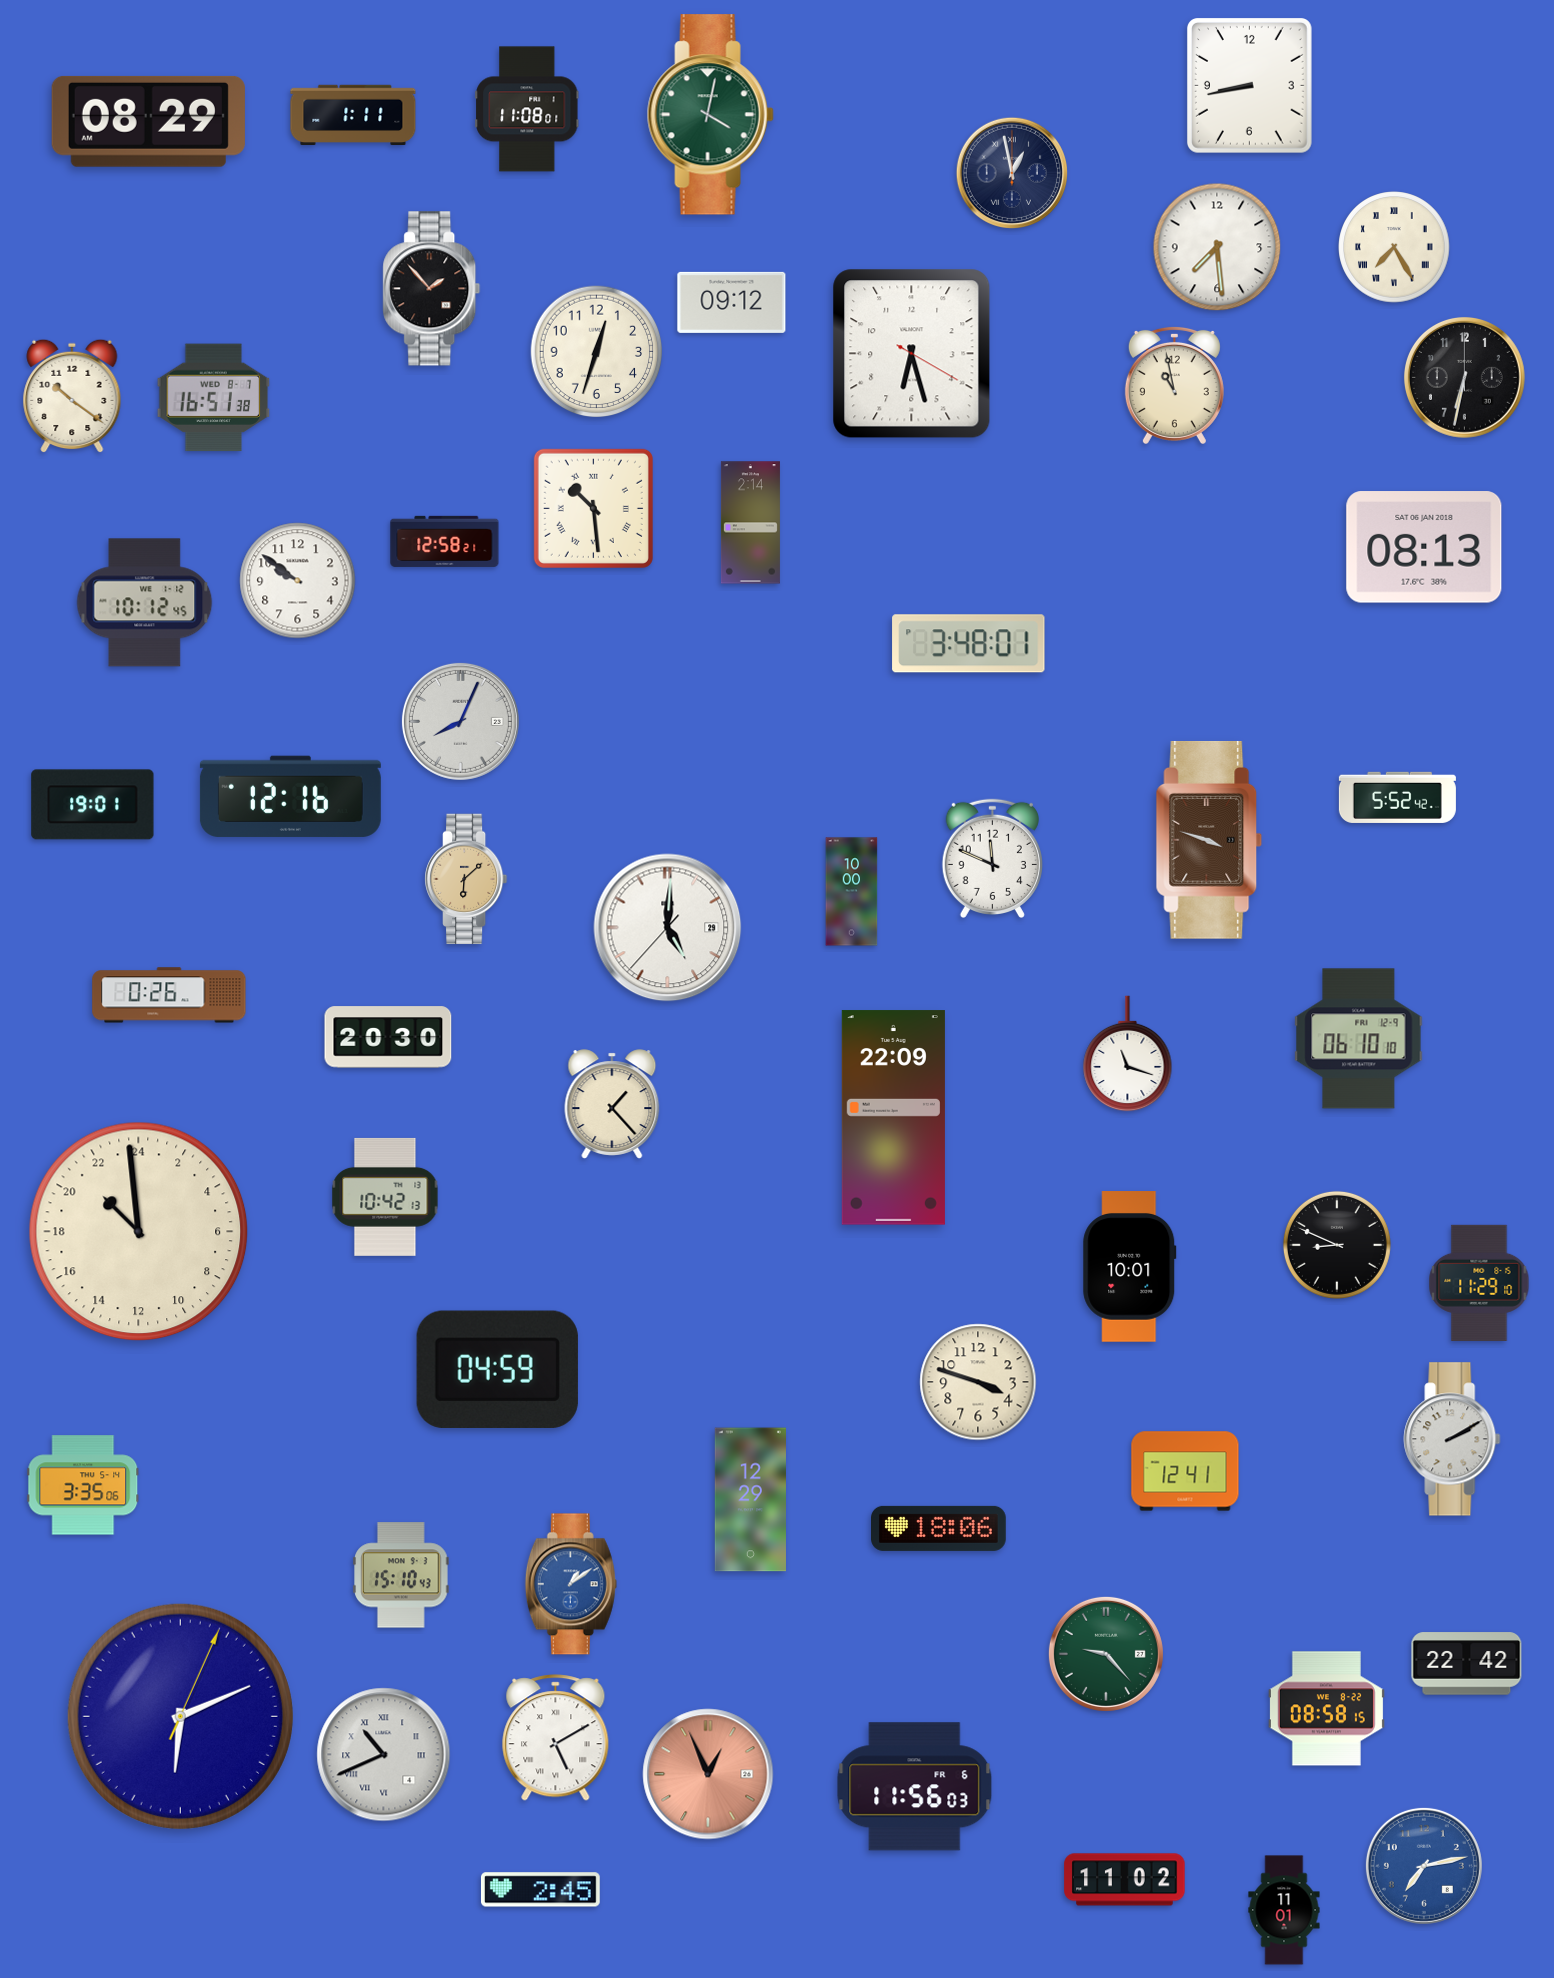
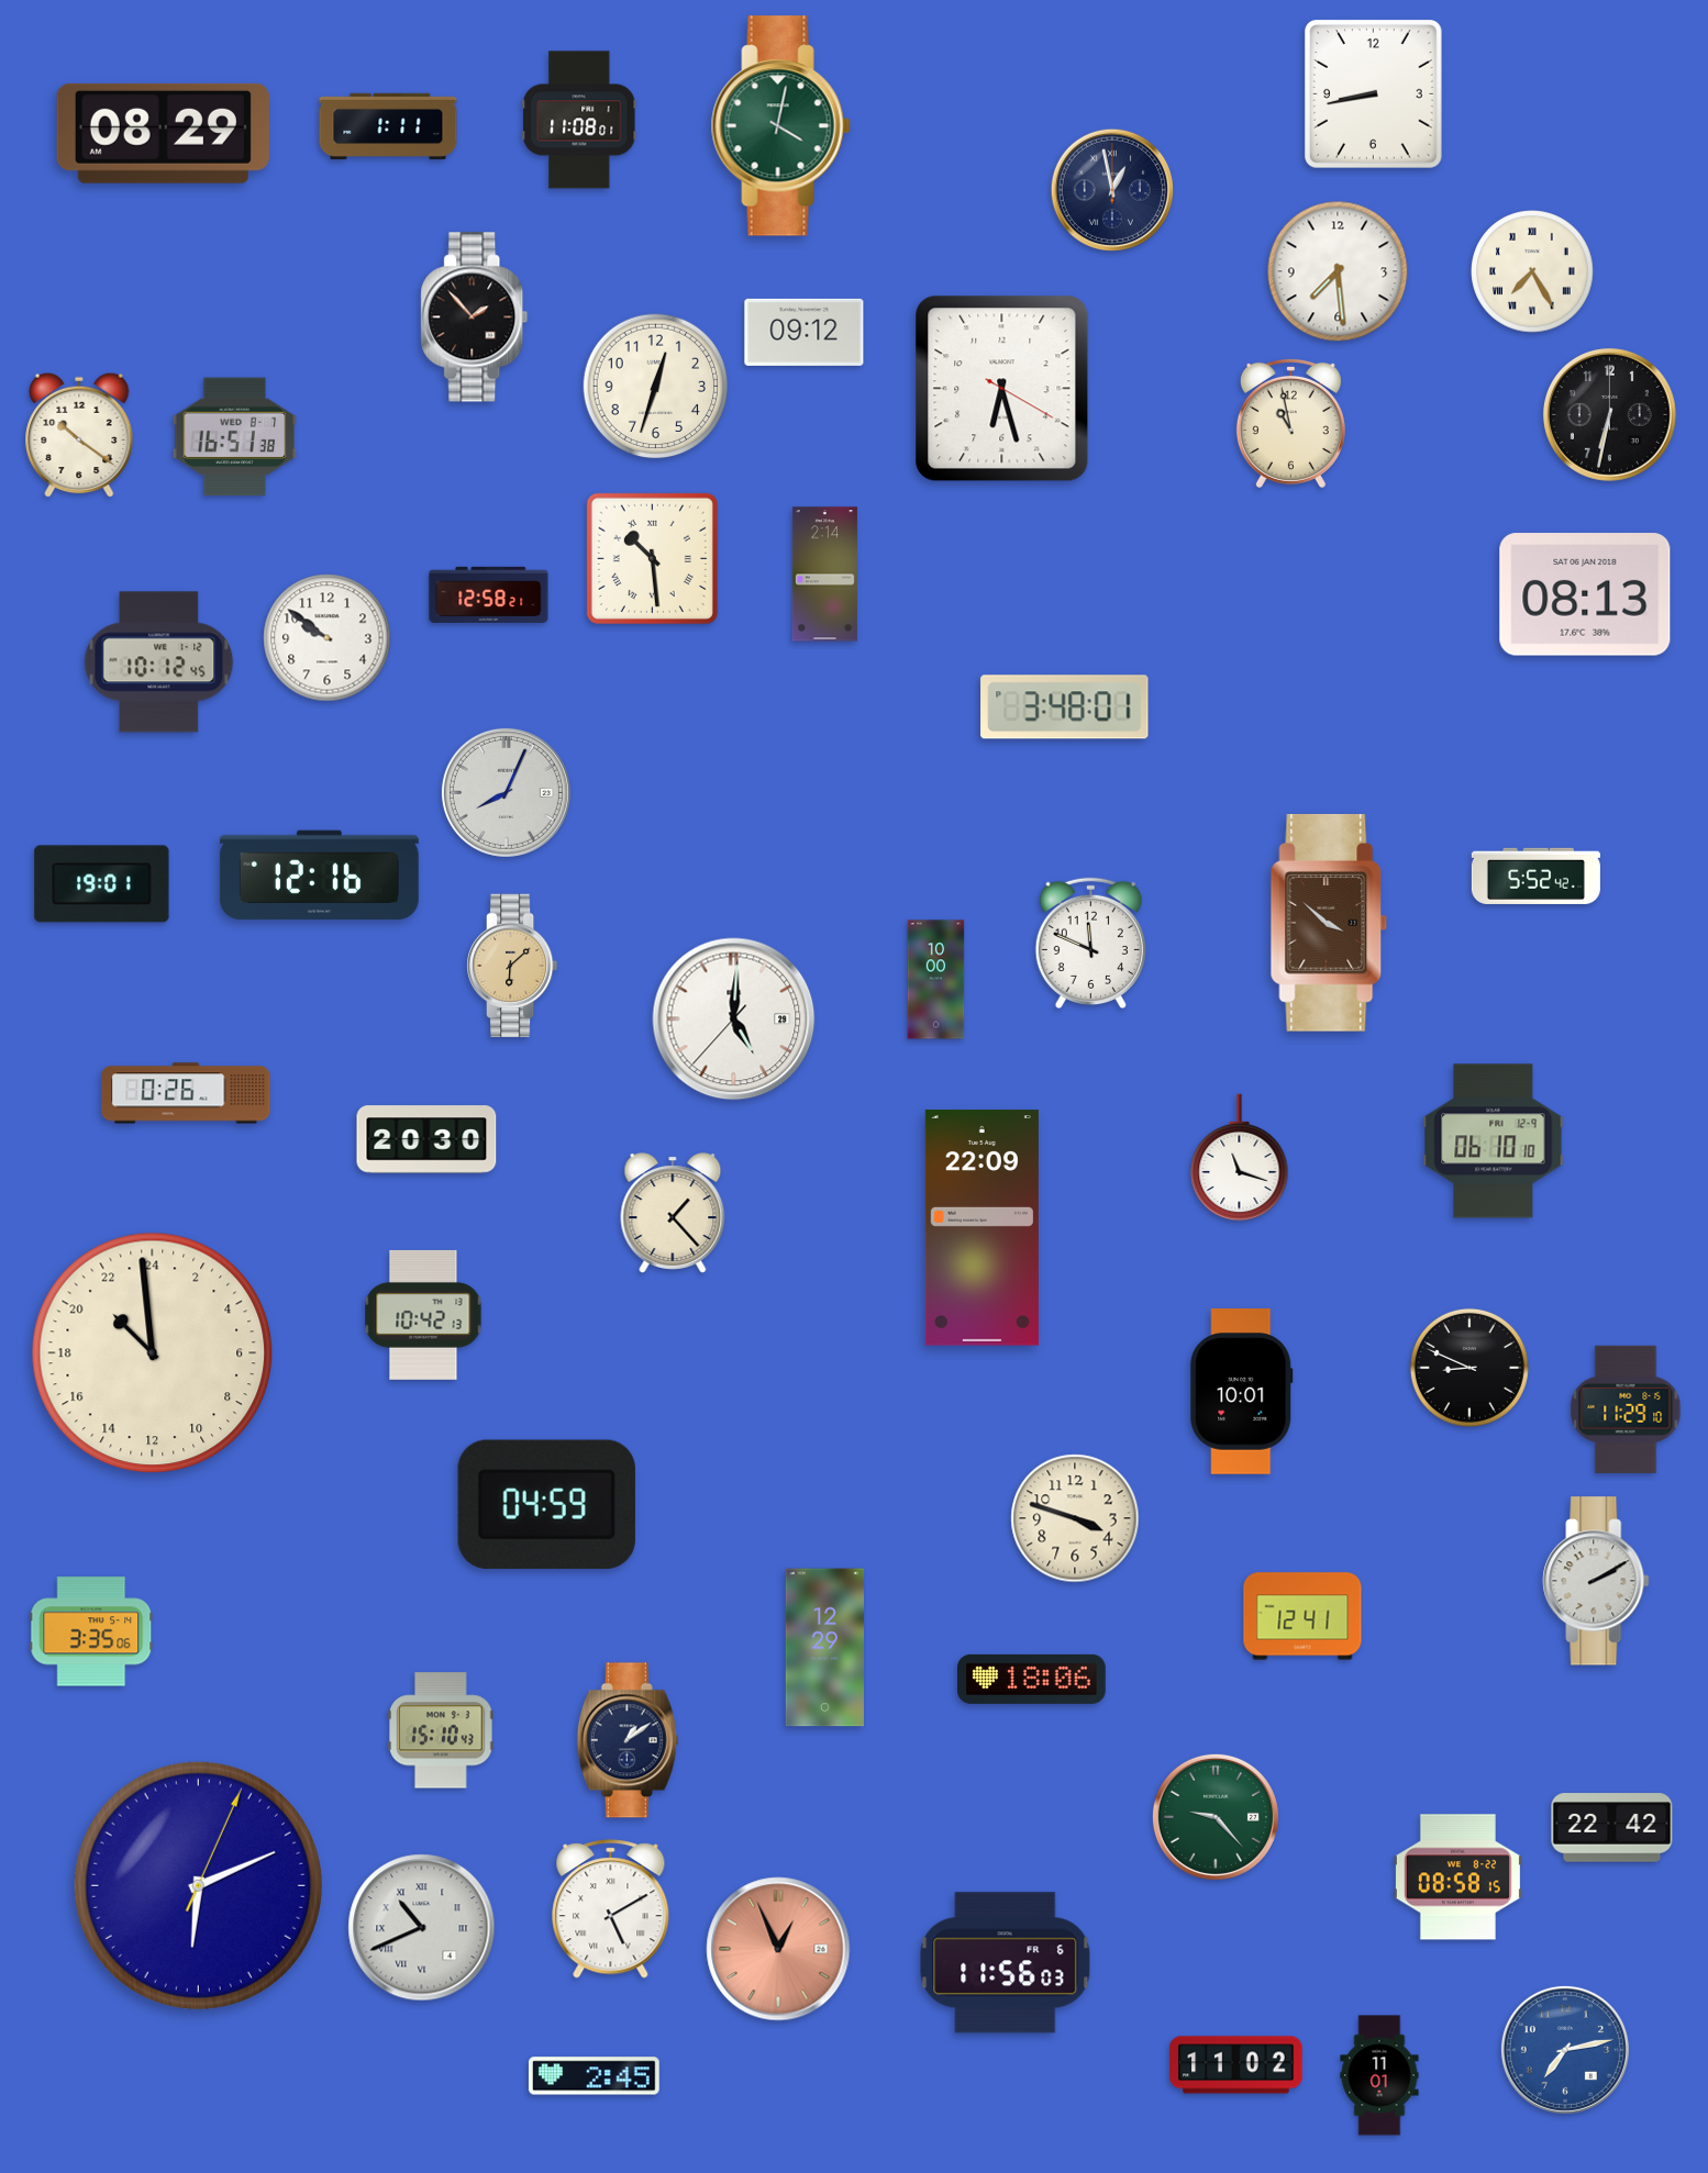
clock at (1424, 547) position: (1424, 547) -> (1585, 594)
clock at (1209, 840): 3:48 -> 3:52
clock at (571, 1584) dial: blue -> navy
clock at (1284, 1910) position: (1284, 1910) -> (1379, 2075)
